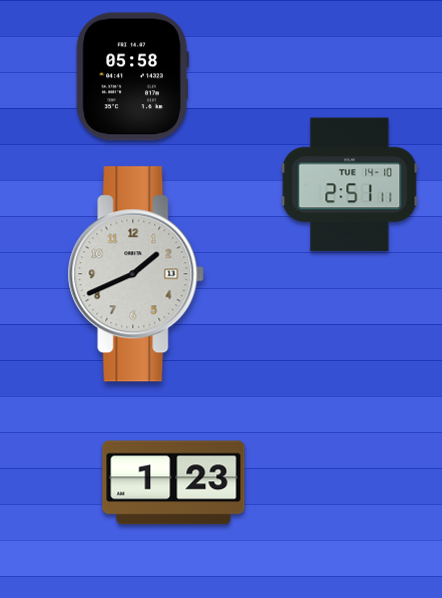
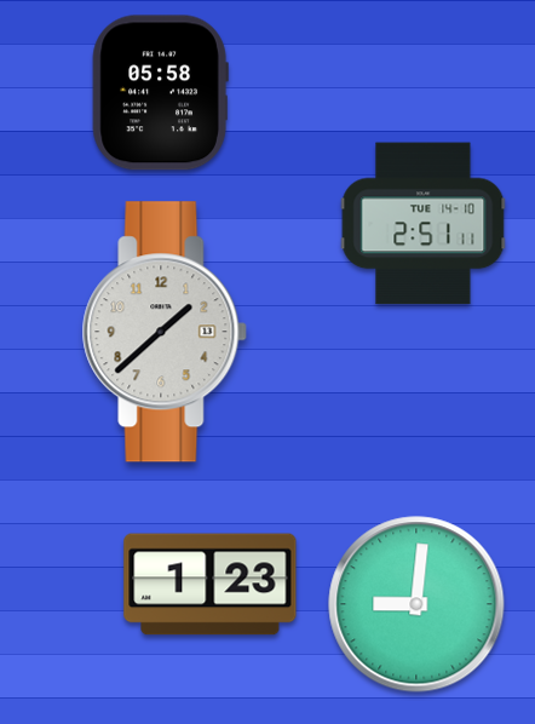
clock at (136, 274): 1:41 -> 1:38
clock at (416, 604): none -> 9:01
